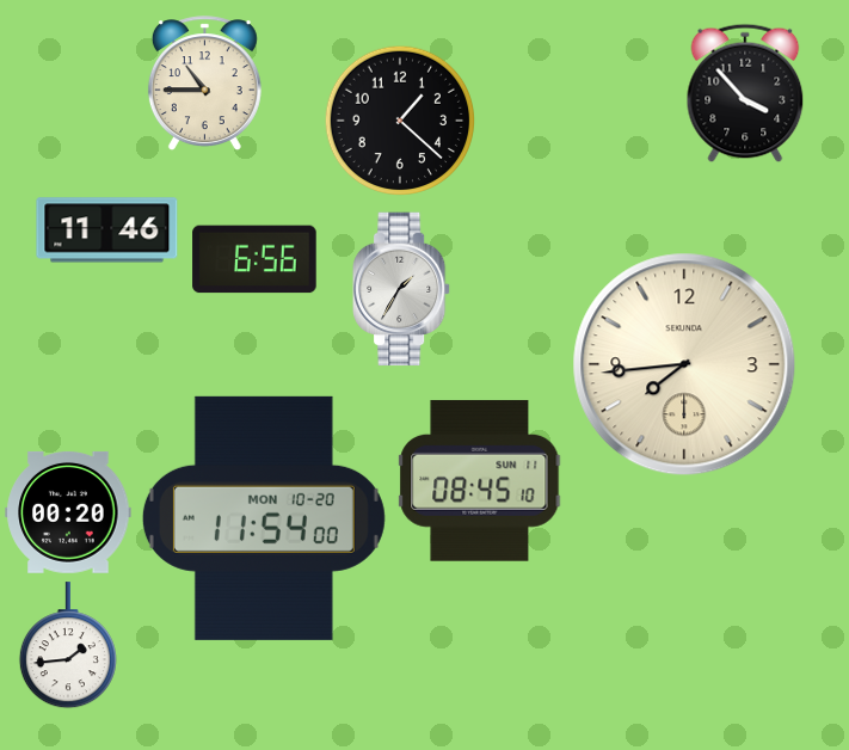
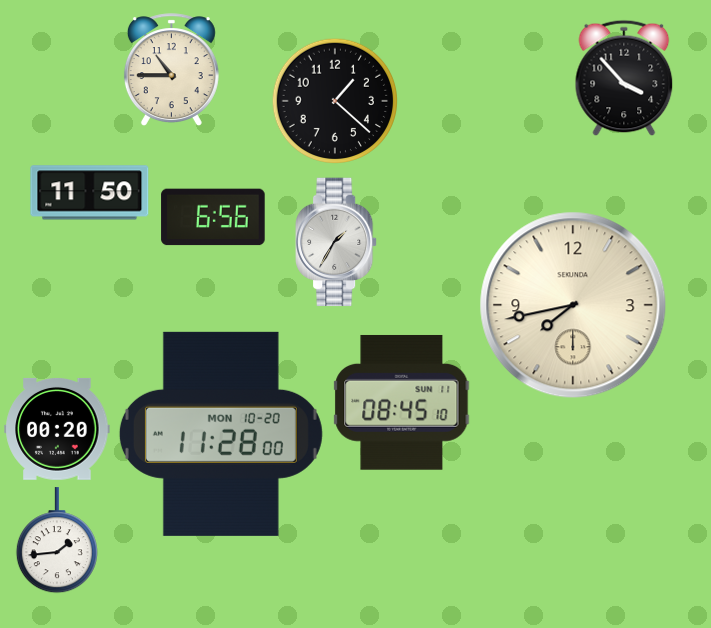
clock at (107, 230): 11:46 -> 11:50
clock at (684, 364): 7:44 -> 7:43
clock at (264, 518): 11:54 -> 11:28
